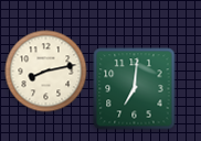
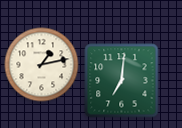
clock at (46, 72): 8:13 -> 1:13
